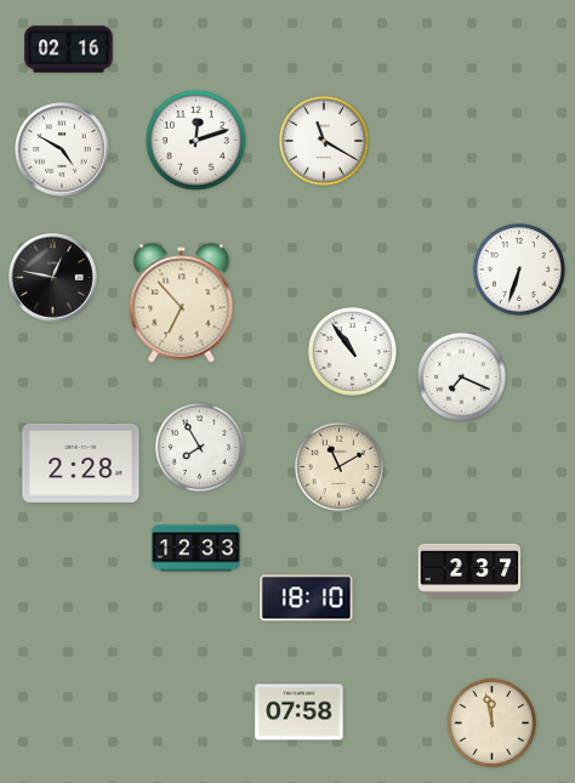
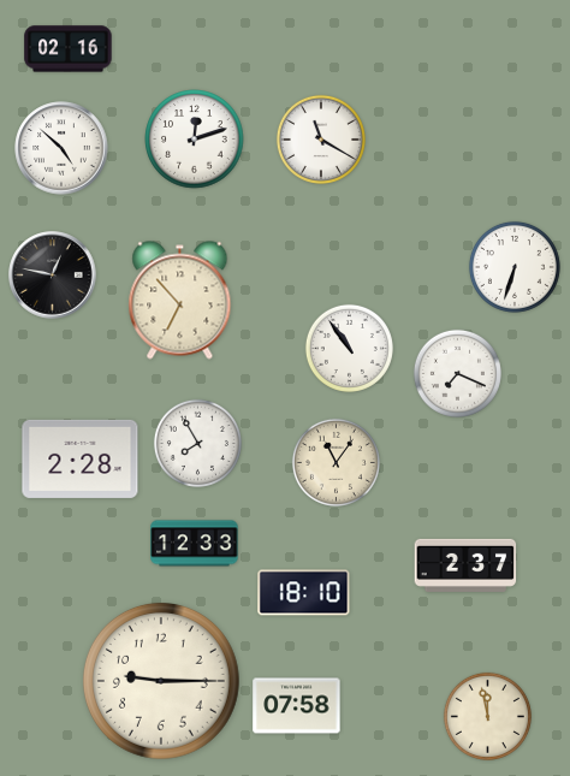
clock at (62, 149): 4:50 -> 4:52
clock at (338, 466): 11:10 -> 11:06
clock at (161, 681): none -> 9:15
